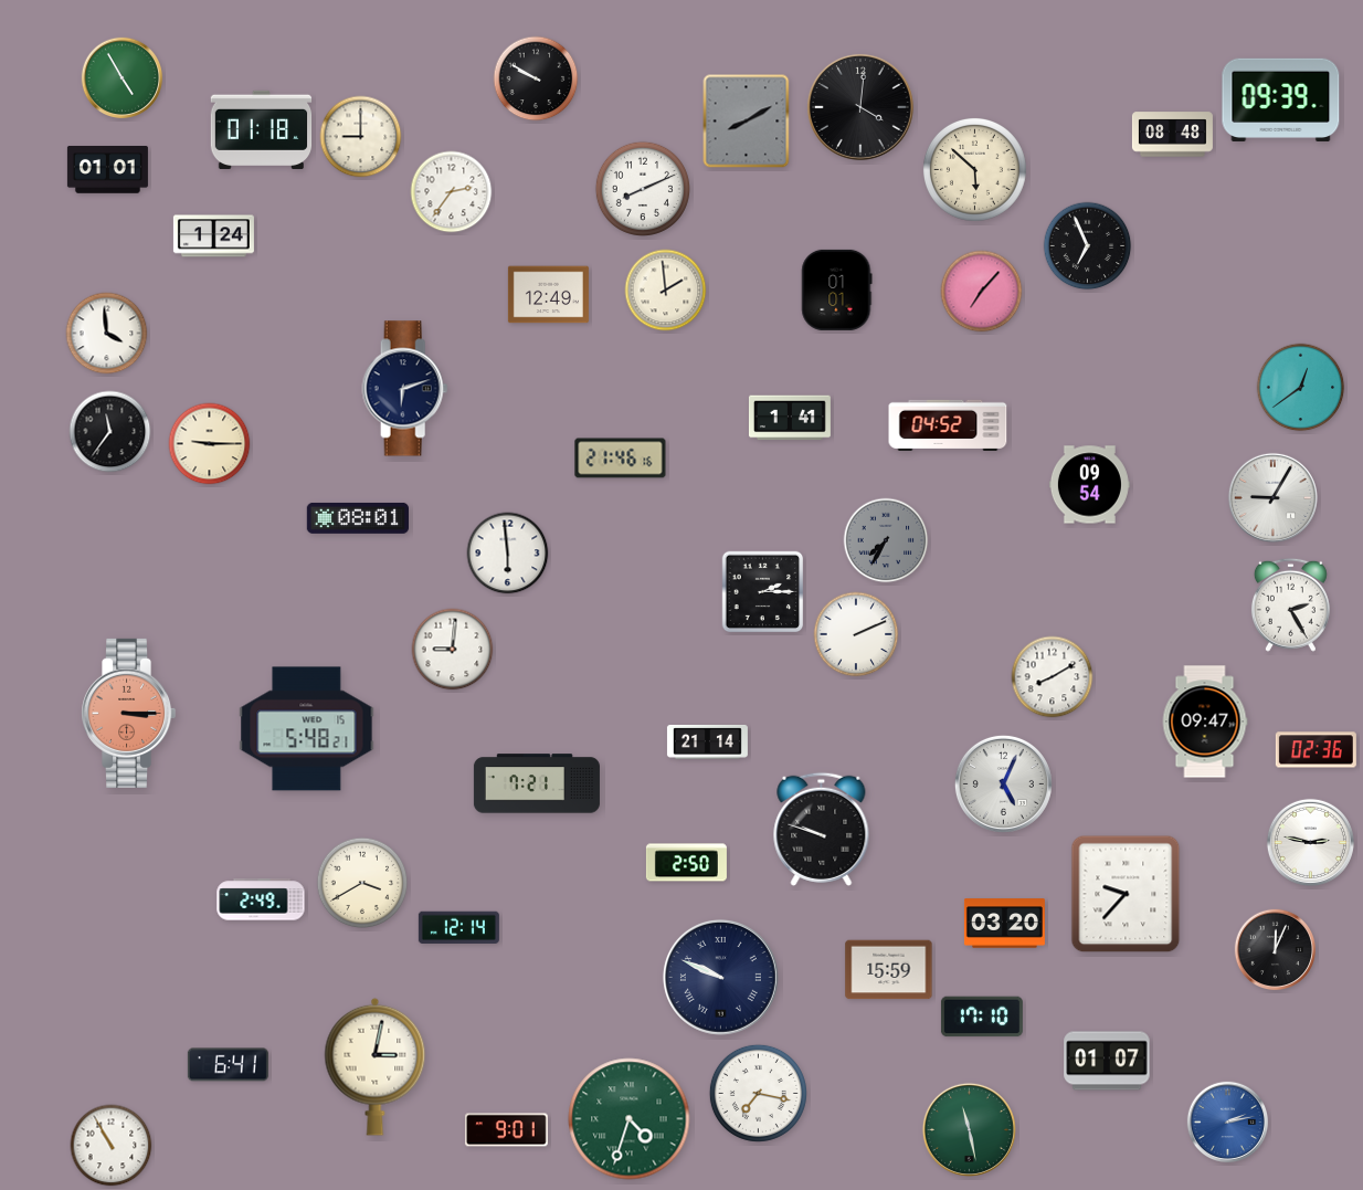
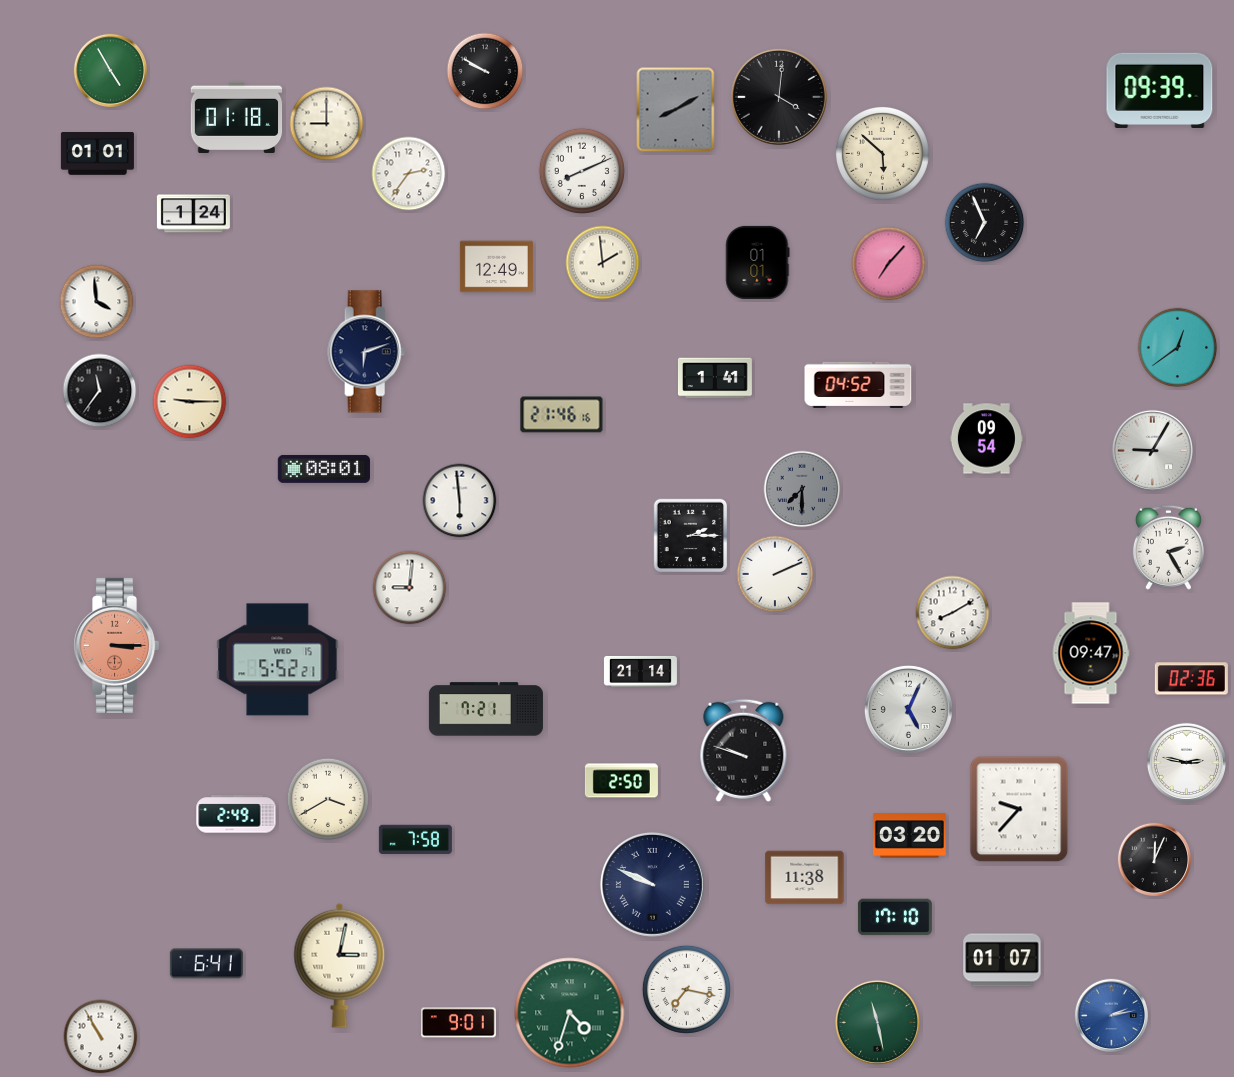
clock at (1172, 135): 08:48 -> none
clock at (1301, 388) position: (1301, 388) -> (1178, 348)
clock at (886, 540): 7:35 -> 7:30
clock at (307, 729): 5:48 -> 5:52
clock at (458, 927): 12:14 -> 7:58
clock at (889, 970): 15:59 -> 11:38
clock at (982, 1017) position: (982, 1017) -> (895, 917)
